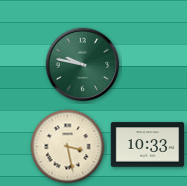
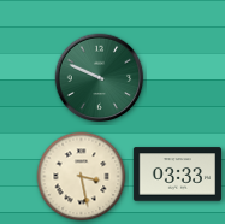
clock at (83, 65): 9:47 -> 9:49
clock at (147, 145): 10:33 -> 03:33
